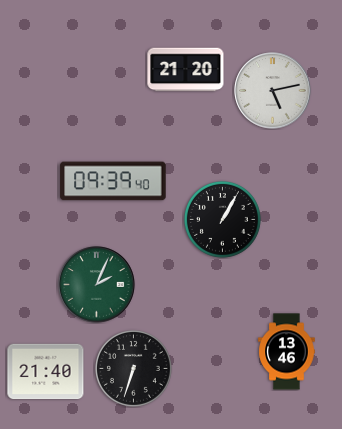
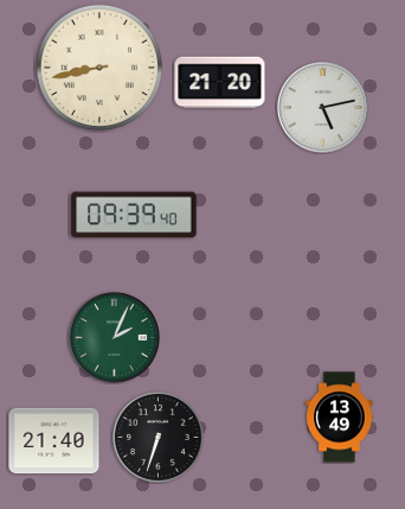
clock at (98, 66): none -> 8:43
clock at (222, 219): 1:05 -> none
clock at (287, 352): 13:46 -> 13:49
